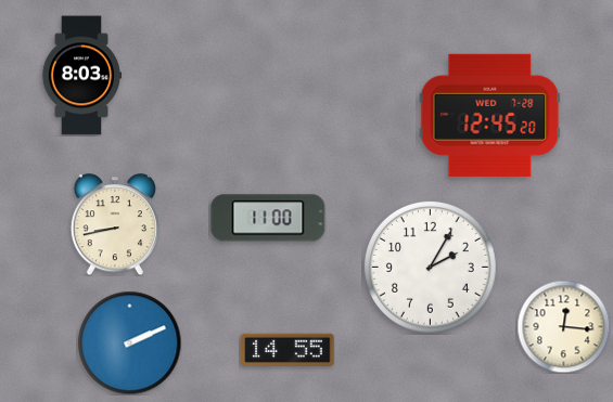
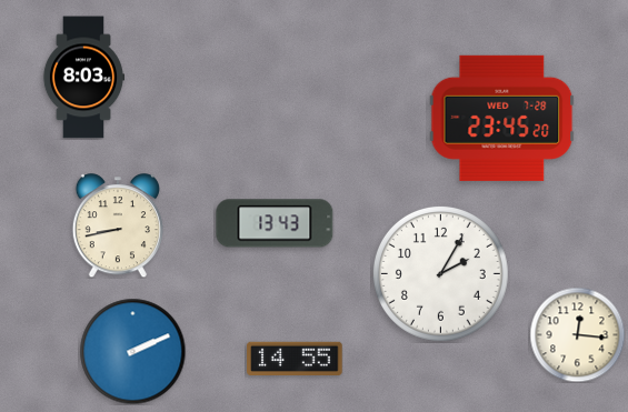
clock at (490, 115): 12:45 -> 23:45
clock at (268, 218): 11:00 -> 13:43
clock at (115, 224) position: (115, 224) -> (118, 225)
